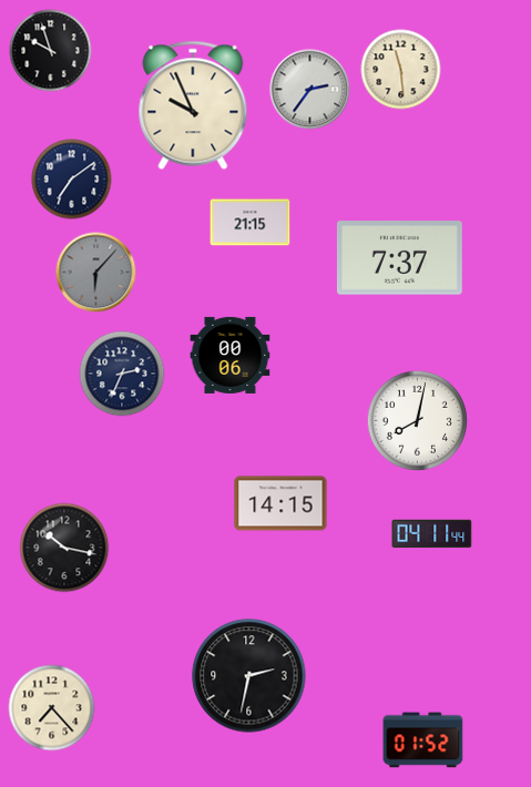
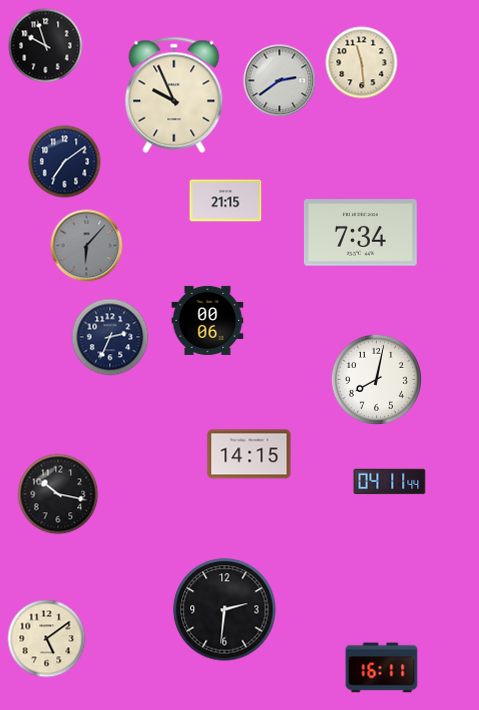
clock at (310, 90): 2:36 -> 2:39
clock at (399, 258): 7:37 -> 7:34
clock at (280, 503) position: (280, 503) -> (249, 454)
clock at (249, 676): 2:32 -> 2:31
clock at (52, 708): 7:23 -> 5:09
clock at (423, 740): 01:52 -> 16:11
